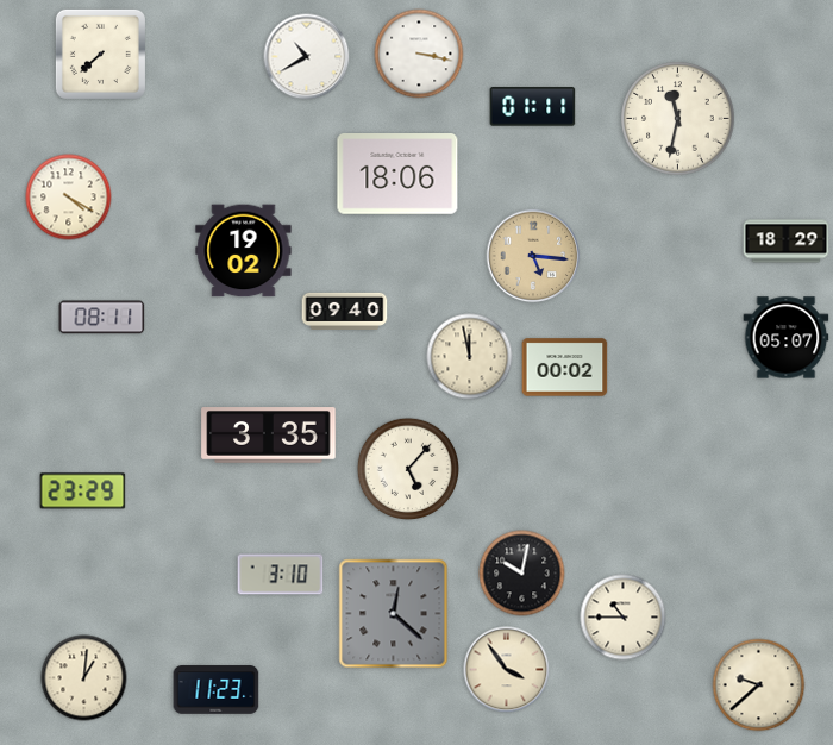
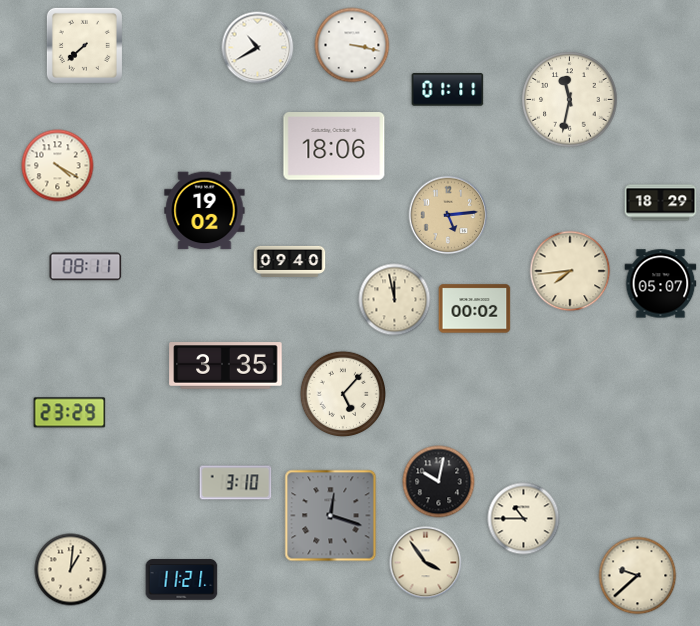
clock at (533, 256): 5:16 -> 5:14
clock at (570, 271): none -> 7:44
clock at (394, 614): 12:22 -> 12:18
clock at (217, 690): 11:23 -> 11:21
